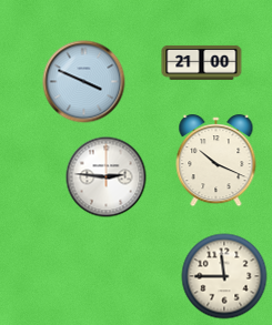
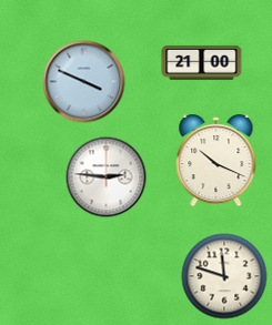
clock at (224, 276): 11:45 -> 11:48
